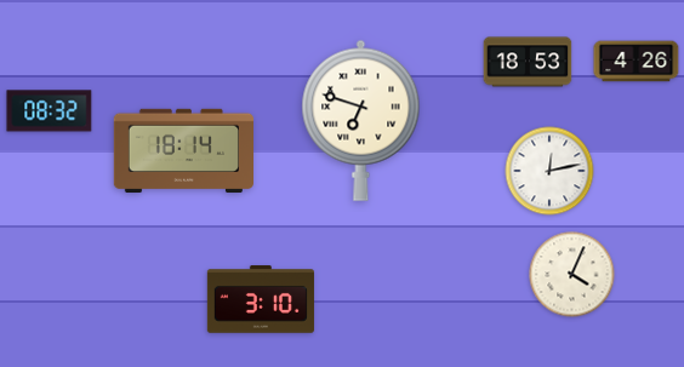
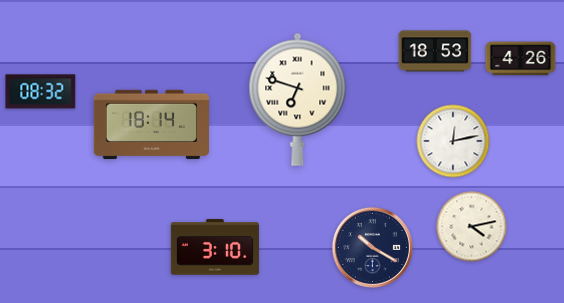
clock at (637, 62) position: (637, 62) -> (521, 59)
clock at (572, 275): 4:04 -> 4:13
clock at (372, 247): none -> 10:20
